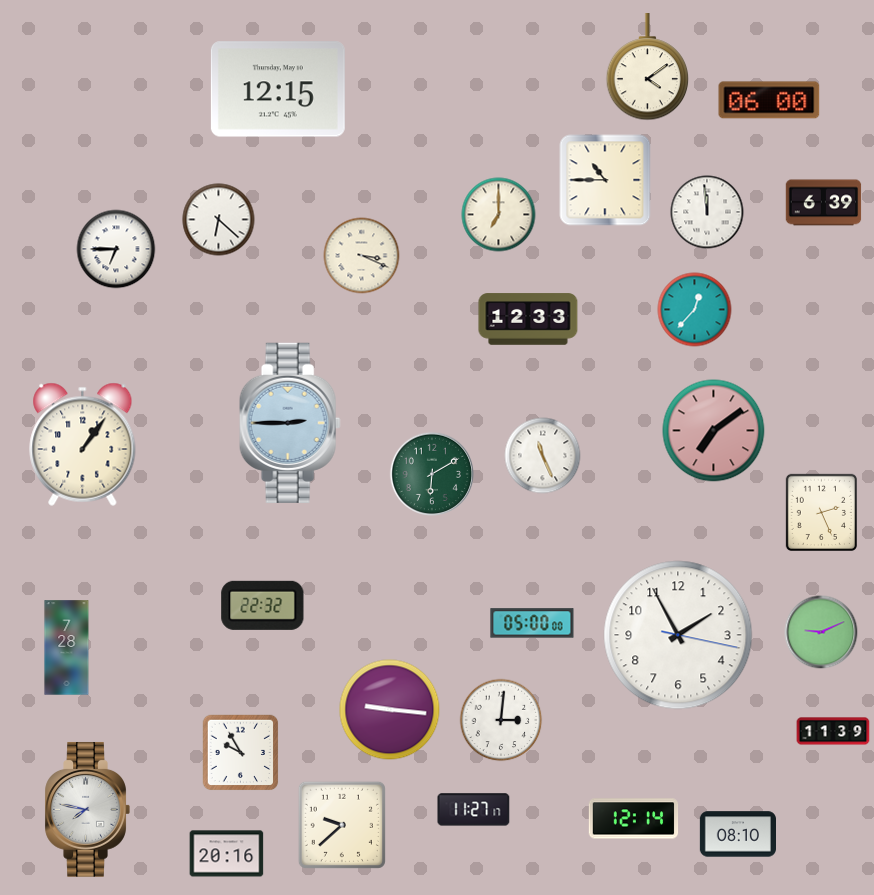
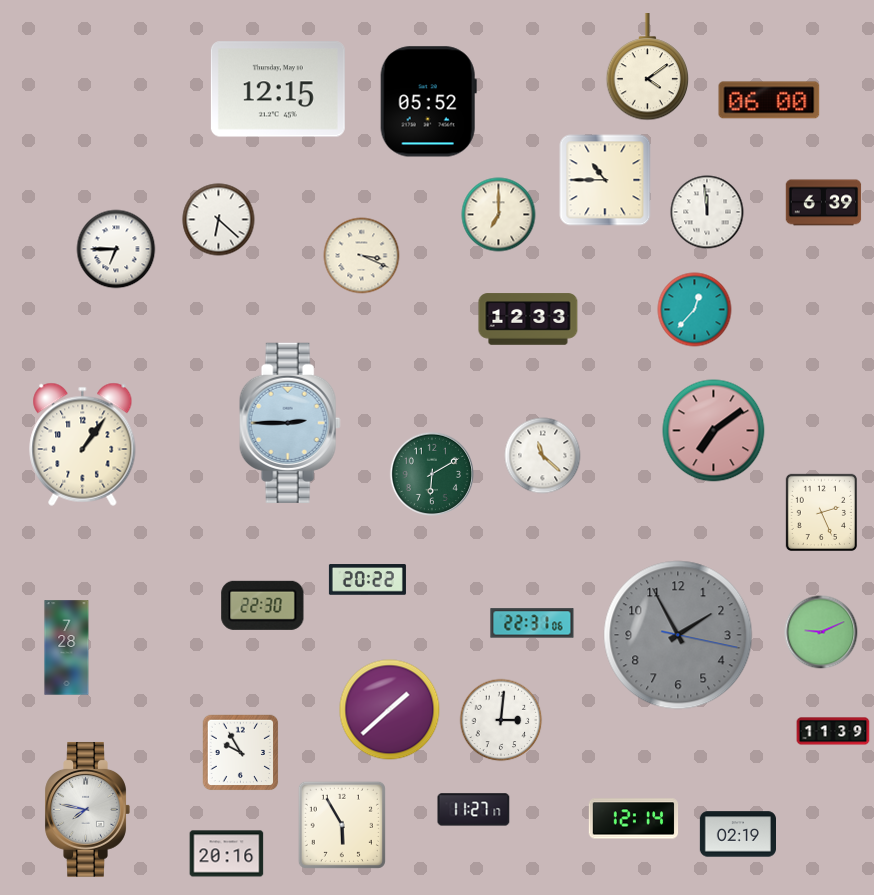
clock at (428, 102): none -> 05:52
clock at (543, 456): 11:26 -> 11:22
clock at (367, 580): none -> 20:22
clock at (263, 605): 22:32 -> 22:30
clock at (532, 623): 05:00 -> 22:31
clock at (678, 635) dial: white -> grey
clock at (390, 710): 9:16 -> 1:38
clock at (342, 825): 9:38 -> 5:55
clock at (737, 834): 08:10 -> 02:19
